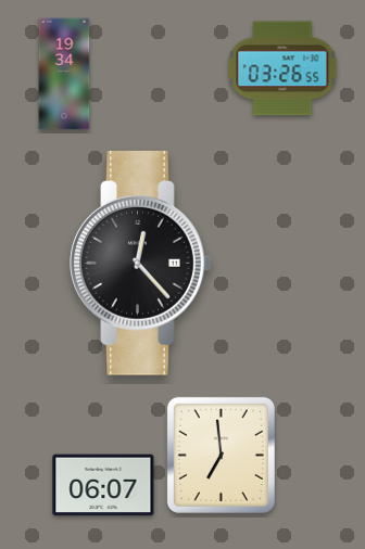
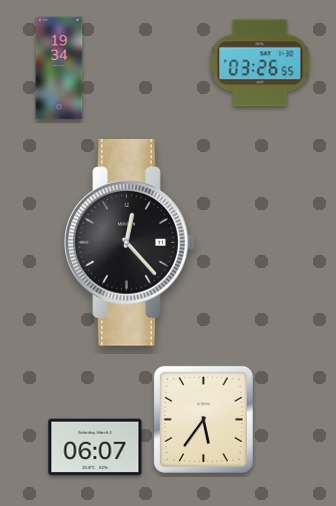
clock at (221, 455): 6:59 -> 5:36
